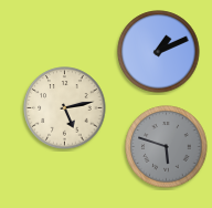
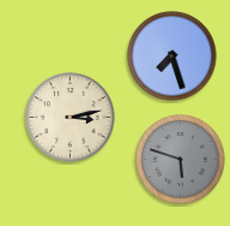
clock at (159, 52): 1:11 -> 7:27
clock at (65, 108): 5:13 -> 3:13
